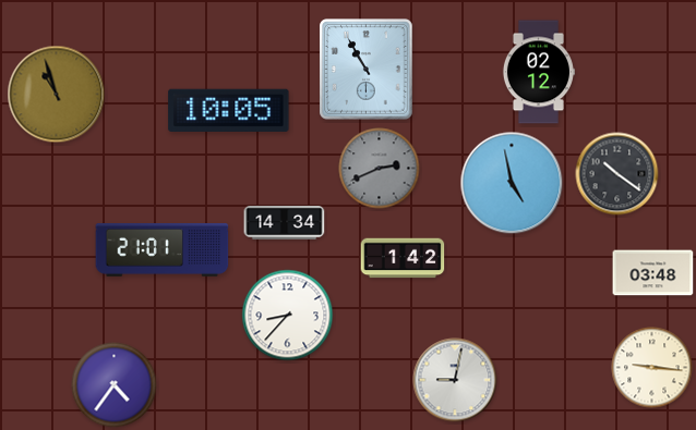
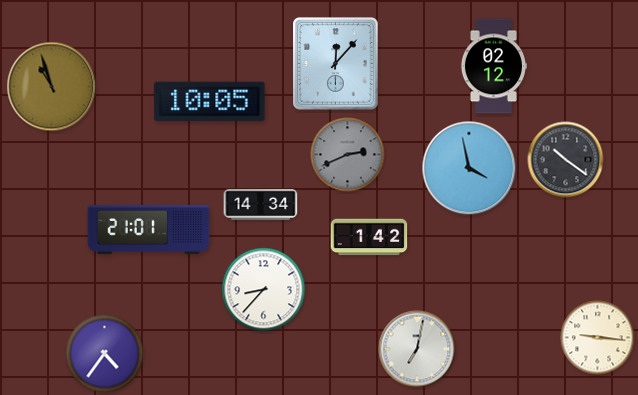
clock at (367, 70): 10:55 -> 12:07
clock at (512, 183): 4:58 -> 3:58
clock at (653, 273): 03:48 -> none
clock at (455, 380): 9:02 -> 7:02
